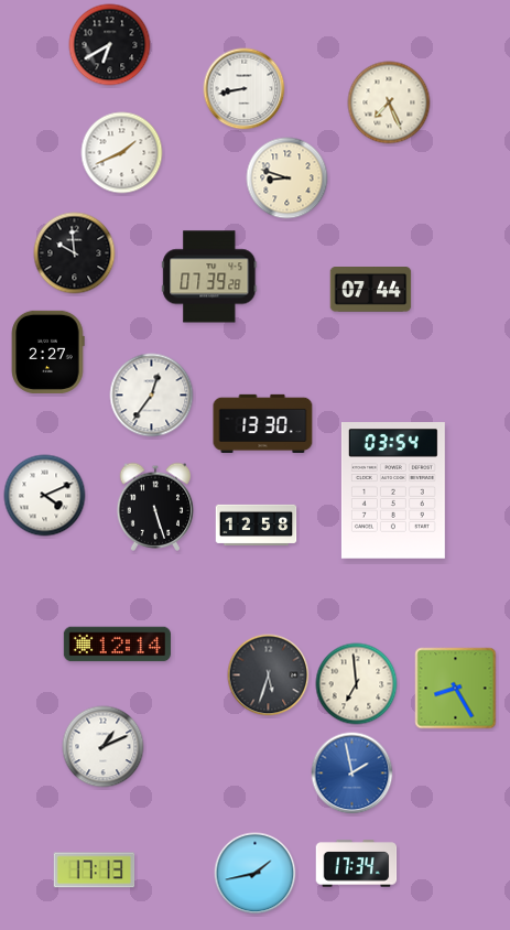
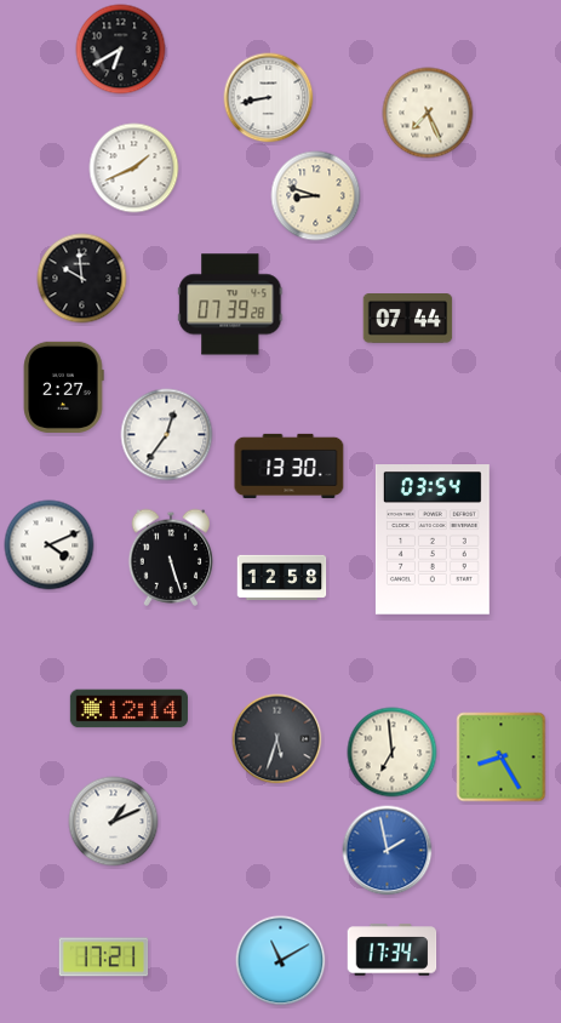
clock at (47, 352) position: (47, 352) -> (63, 387)
clock at (269, 675) position: (269, 675) -> (277, 739)
clock at (95, 870): 17:13 -> 17:21
clock at (256, 874): 1:43 -> 11:10
